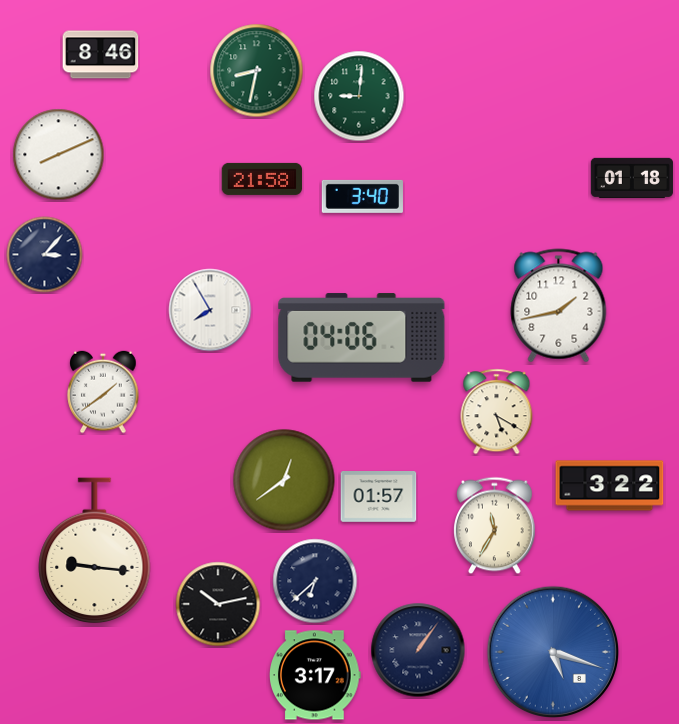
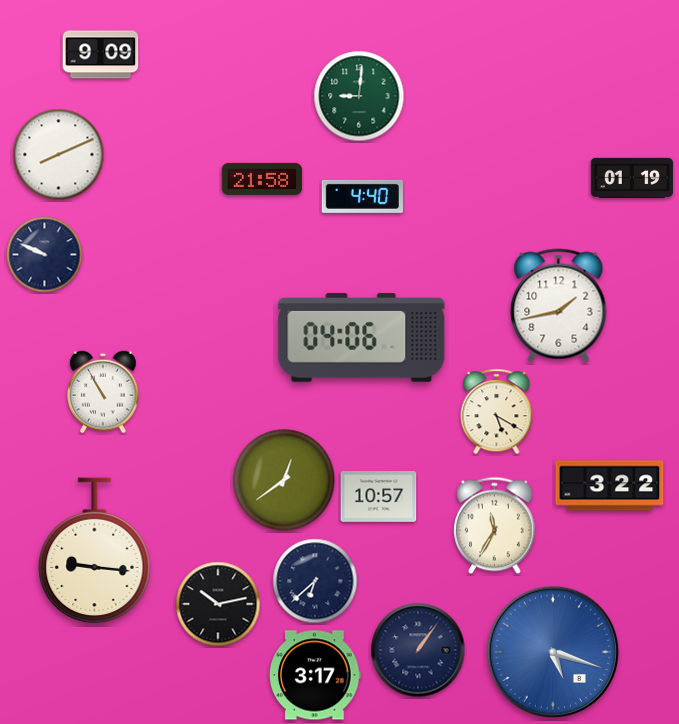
clock at (101, 55): 8:46 -> 9:09
clock at (257, 71): 8:32 -> none
clock at (632, 178): 01:18 -> 01:19
clock at (362, 196): 3:40 -> 4:40
clock at (45, 255): 3:07 -> 9:49
clock at (210, 310): 7:55 -> none
clock at (103, 392): 1:39 -> 10:55
clock at (379, 497): 01:57 -> 10:57
